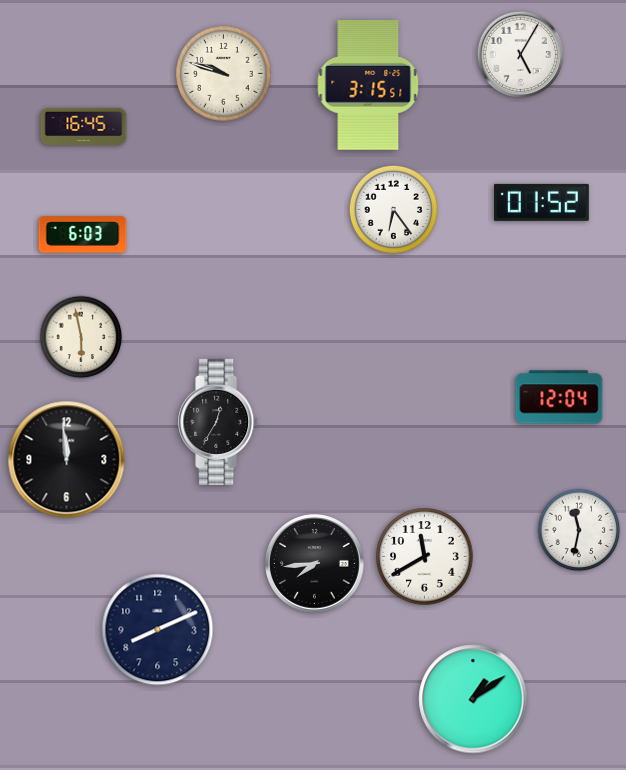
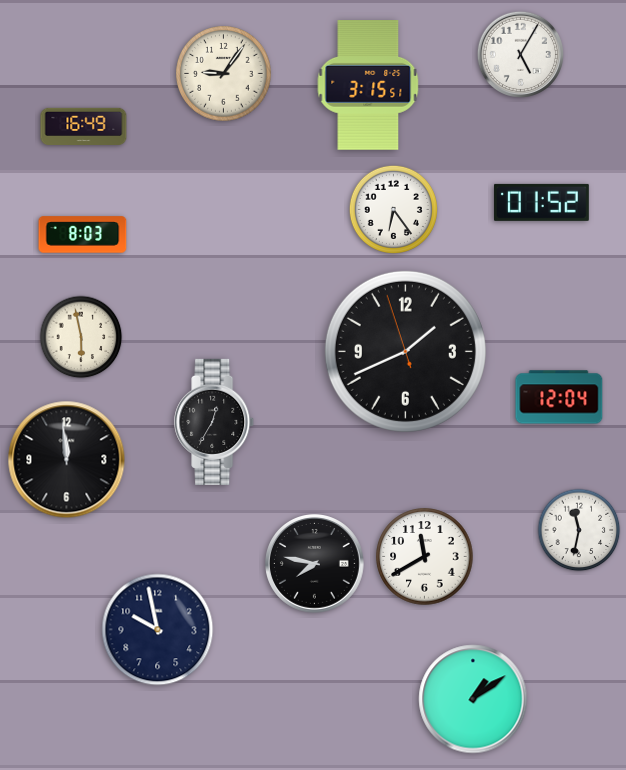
clock at (224, 74): 9:48 -> 9:06
clock at (84, 126): 16:45 -> 16:49
clock at (83, 235): 6:03 -> 8:03
clock at (405, 351): none -> 1:40
clock at (219, 422) position: (219, 422) -> (215, 422)
clock at (315, 564): 7:44 -> 7:47
clock at (158, 630): 8:11 -> 9:58
